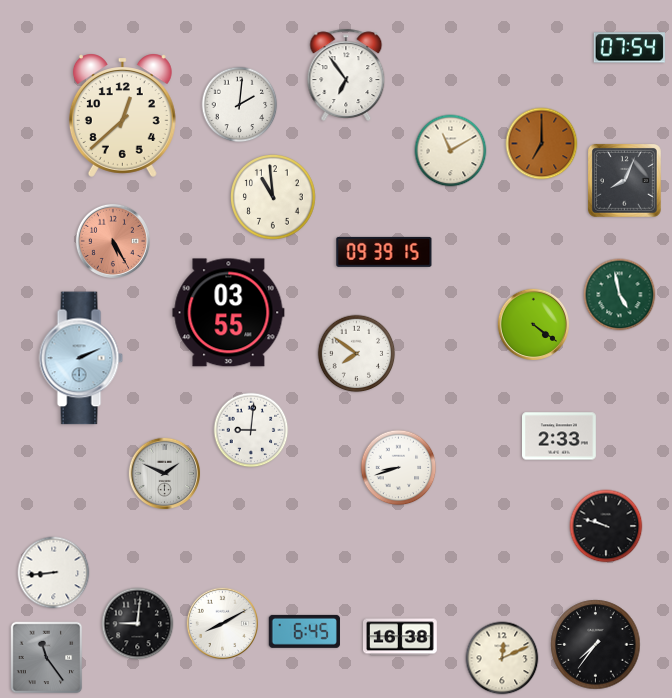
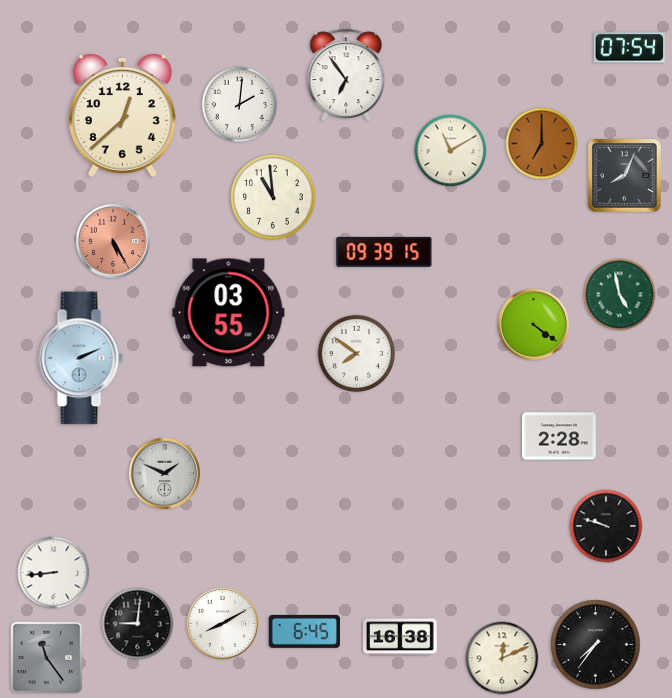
clock at (624, 180) position: (624, 180) -> (624, 175)
clock at (251, 430): 9:01 -> none
clock at (560, 436): 2:33 -> 2:28
clock at (399, 468): 8:42 -> none
